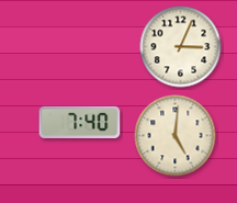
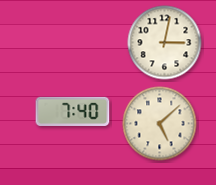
clock at (181, 47): 3:04 -> 3:02
clock at (176, 136): 5:01 -> 5:08
